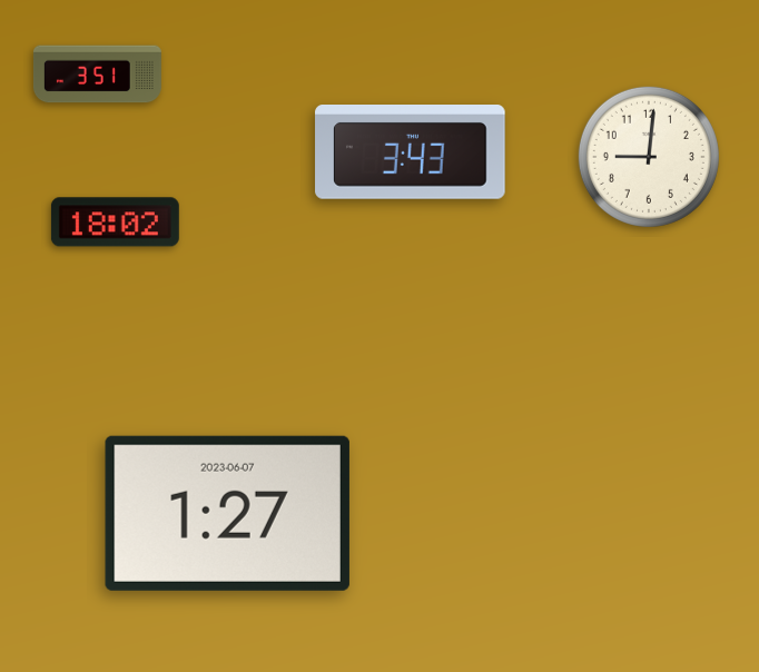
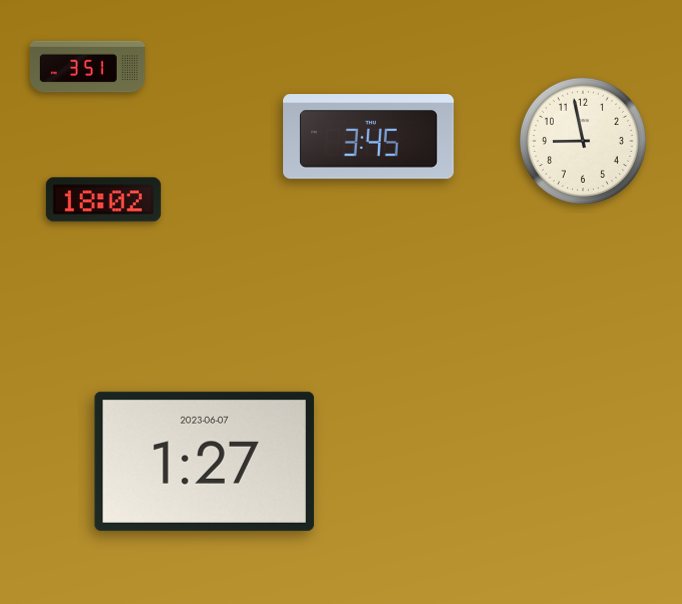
clock at (411, 152): 3:43 -> 3:45
clock at (649, 157): 9:01 -> 8:58
